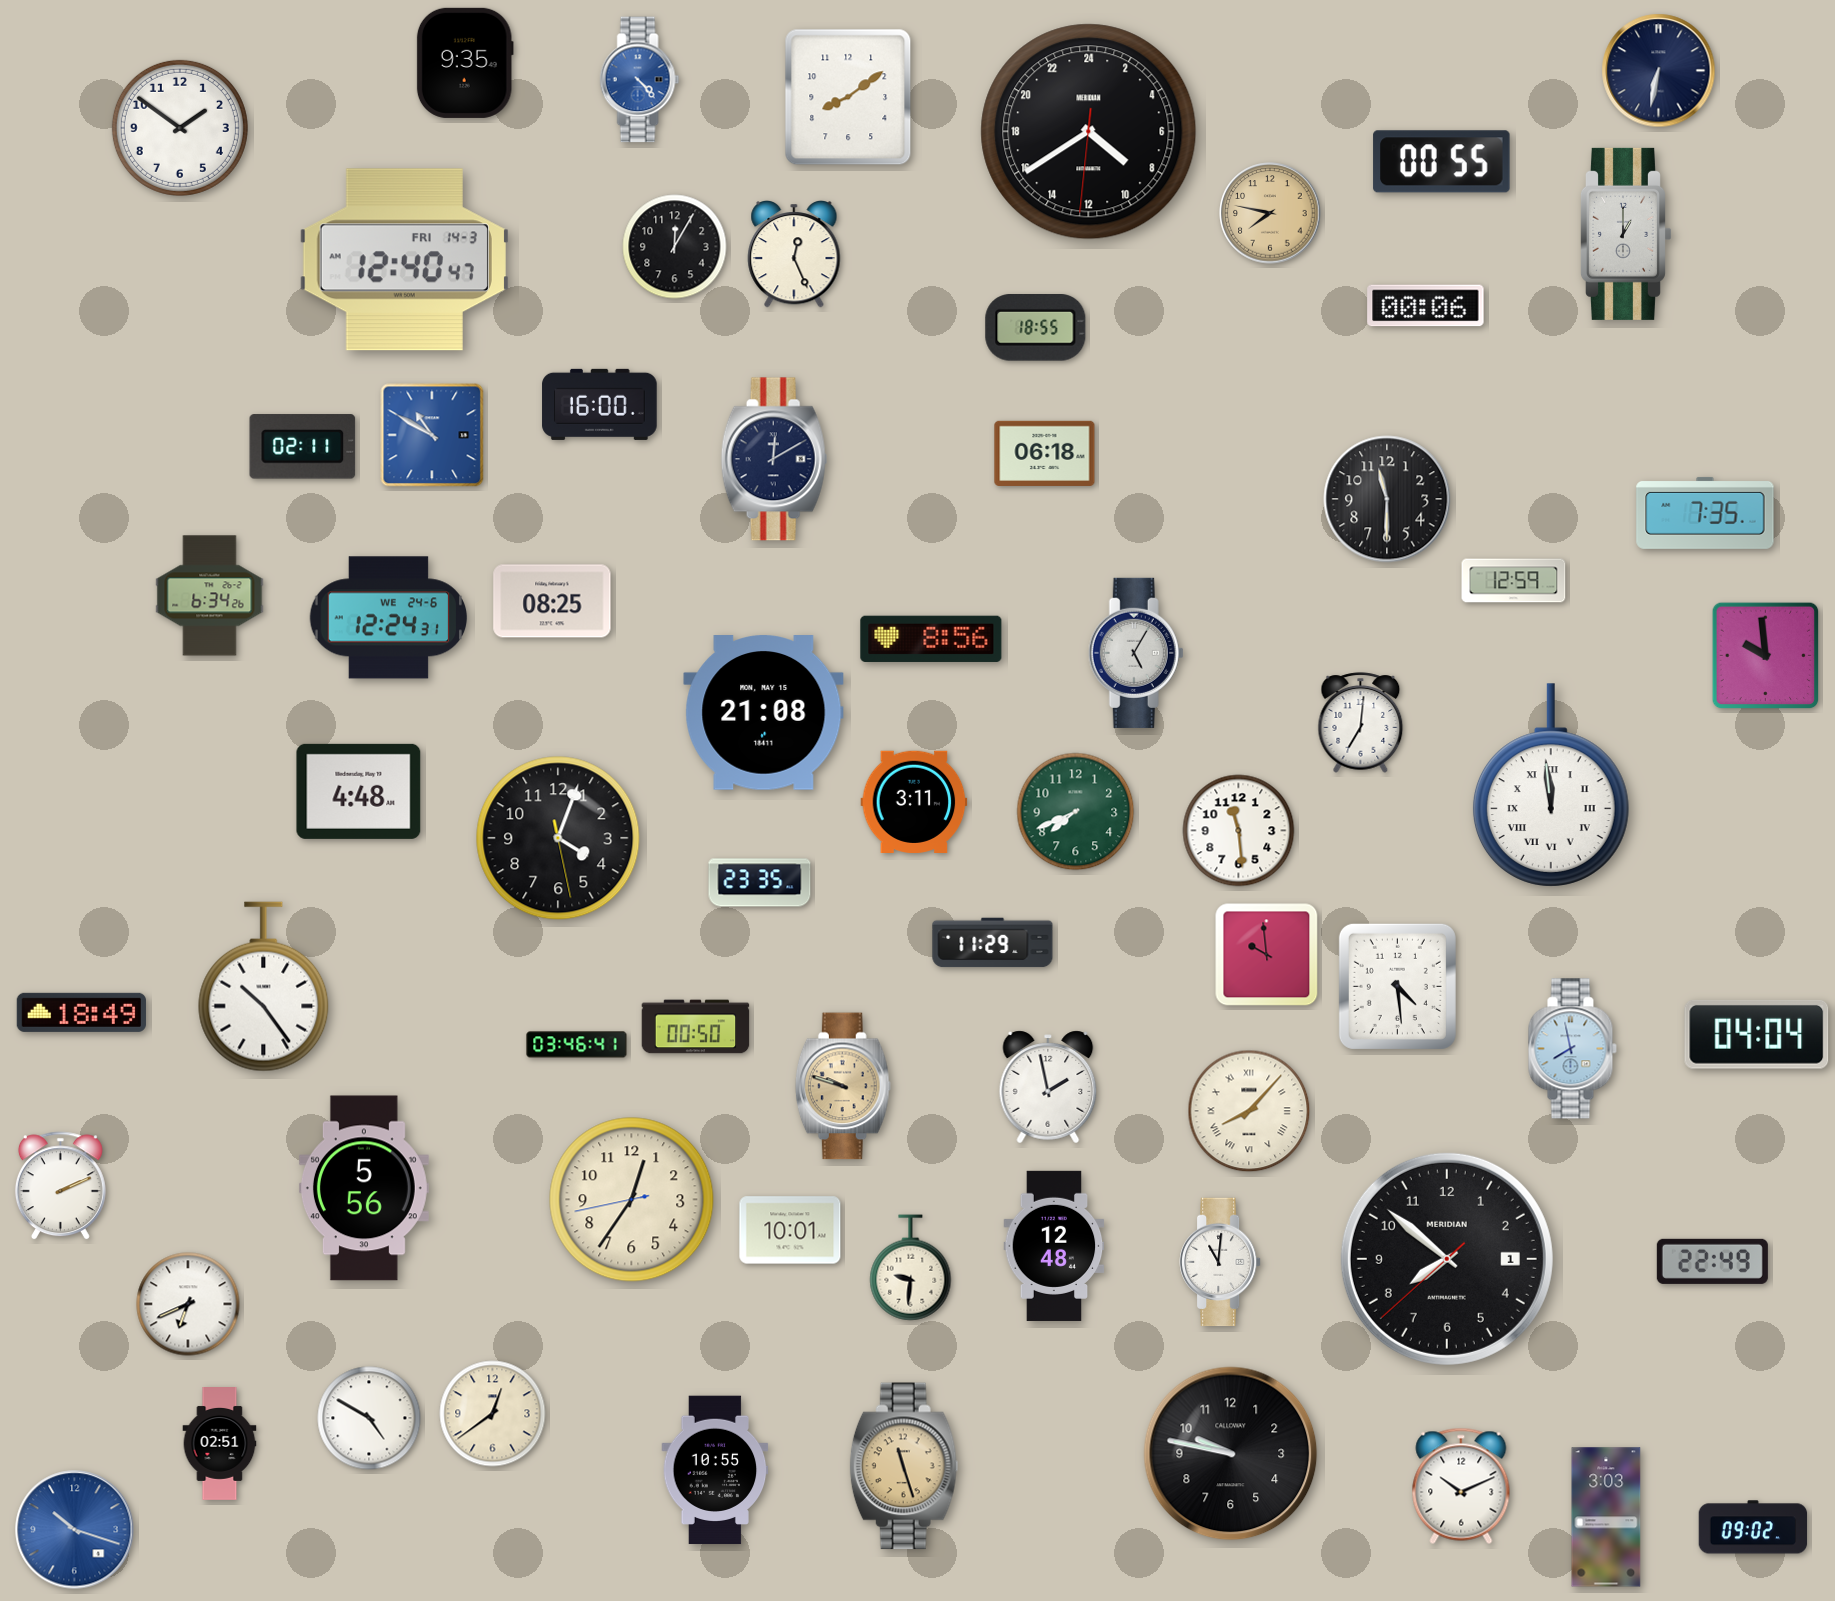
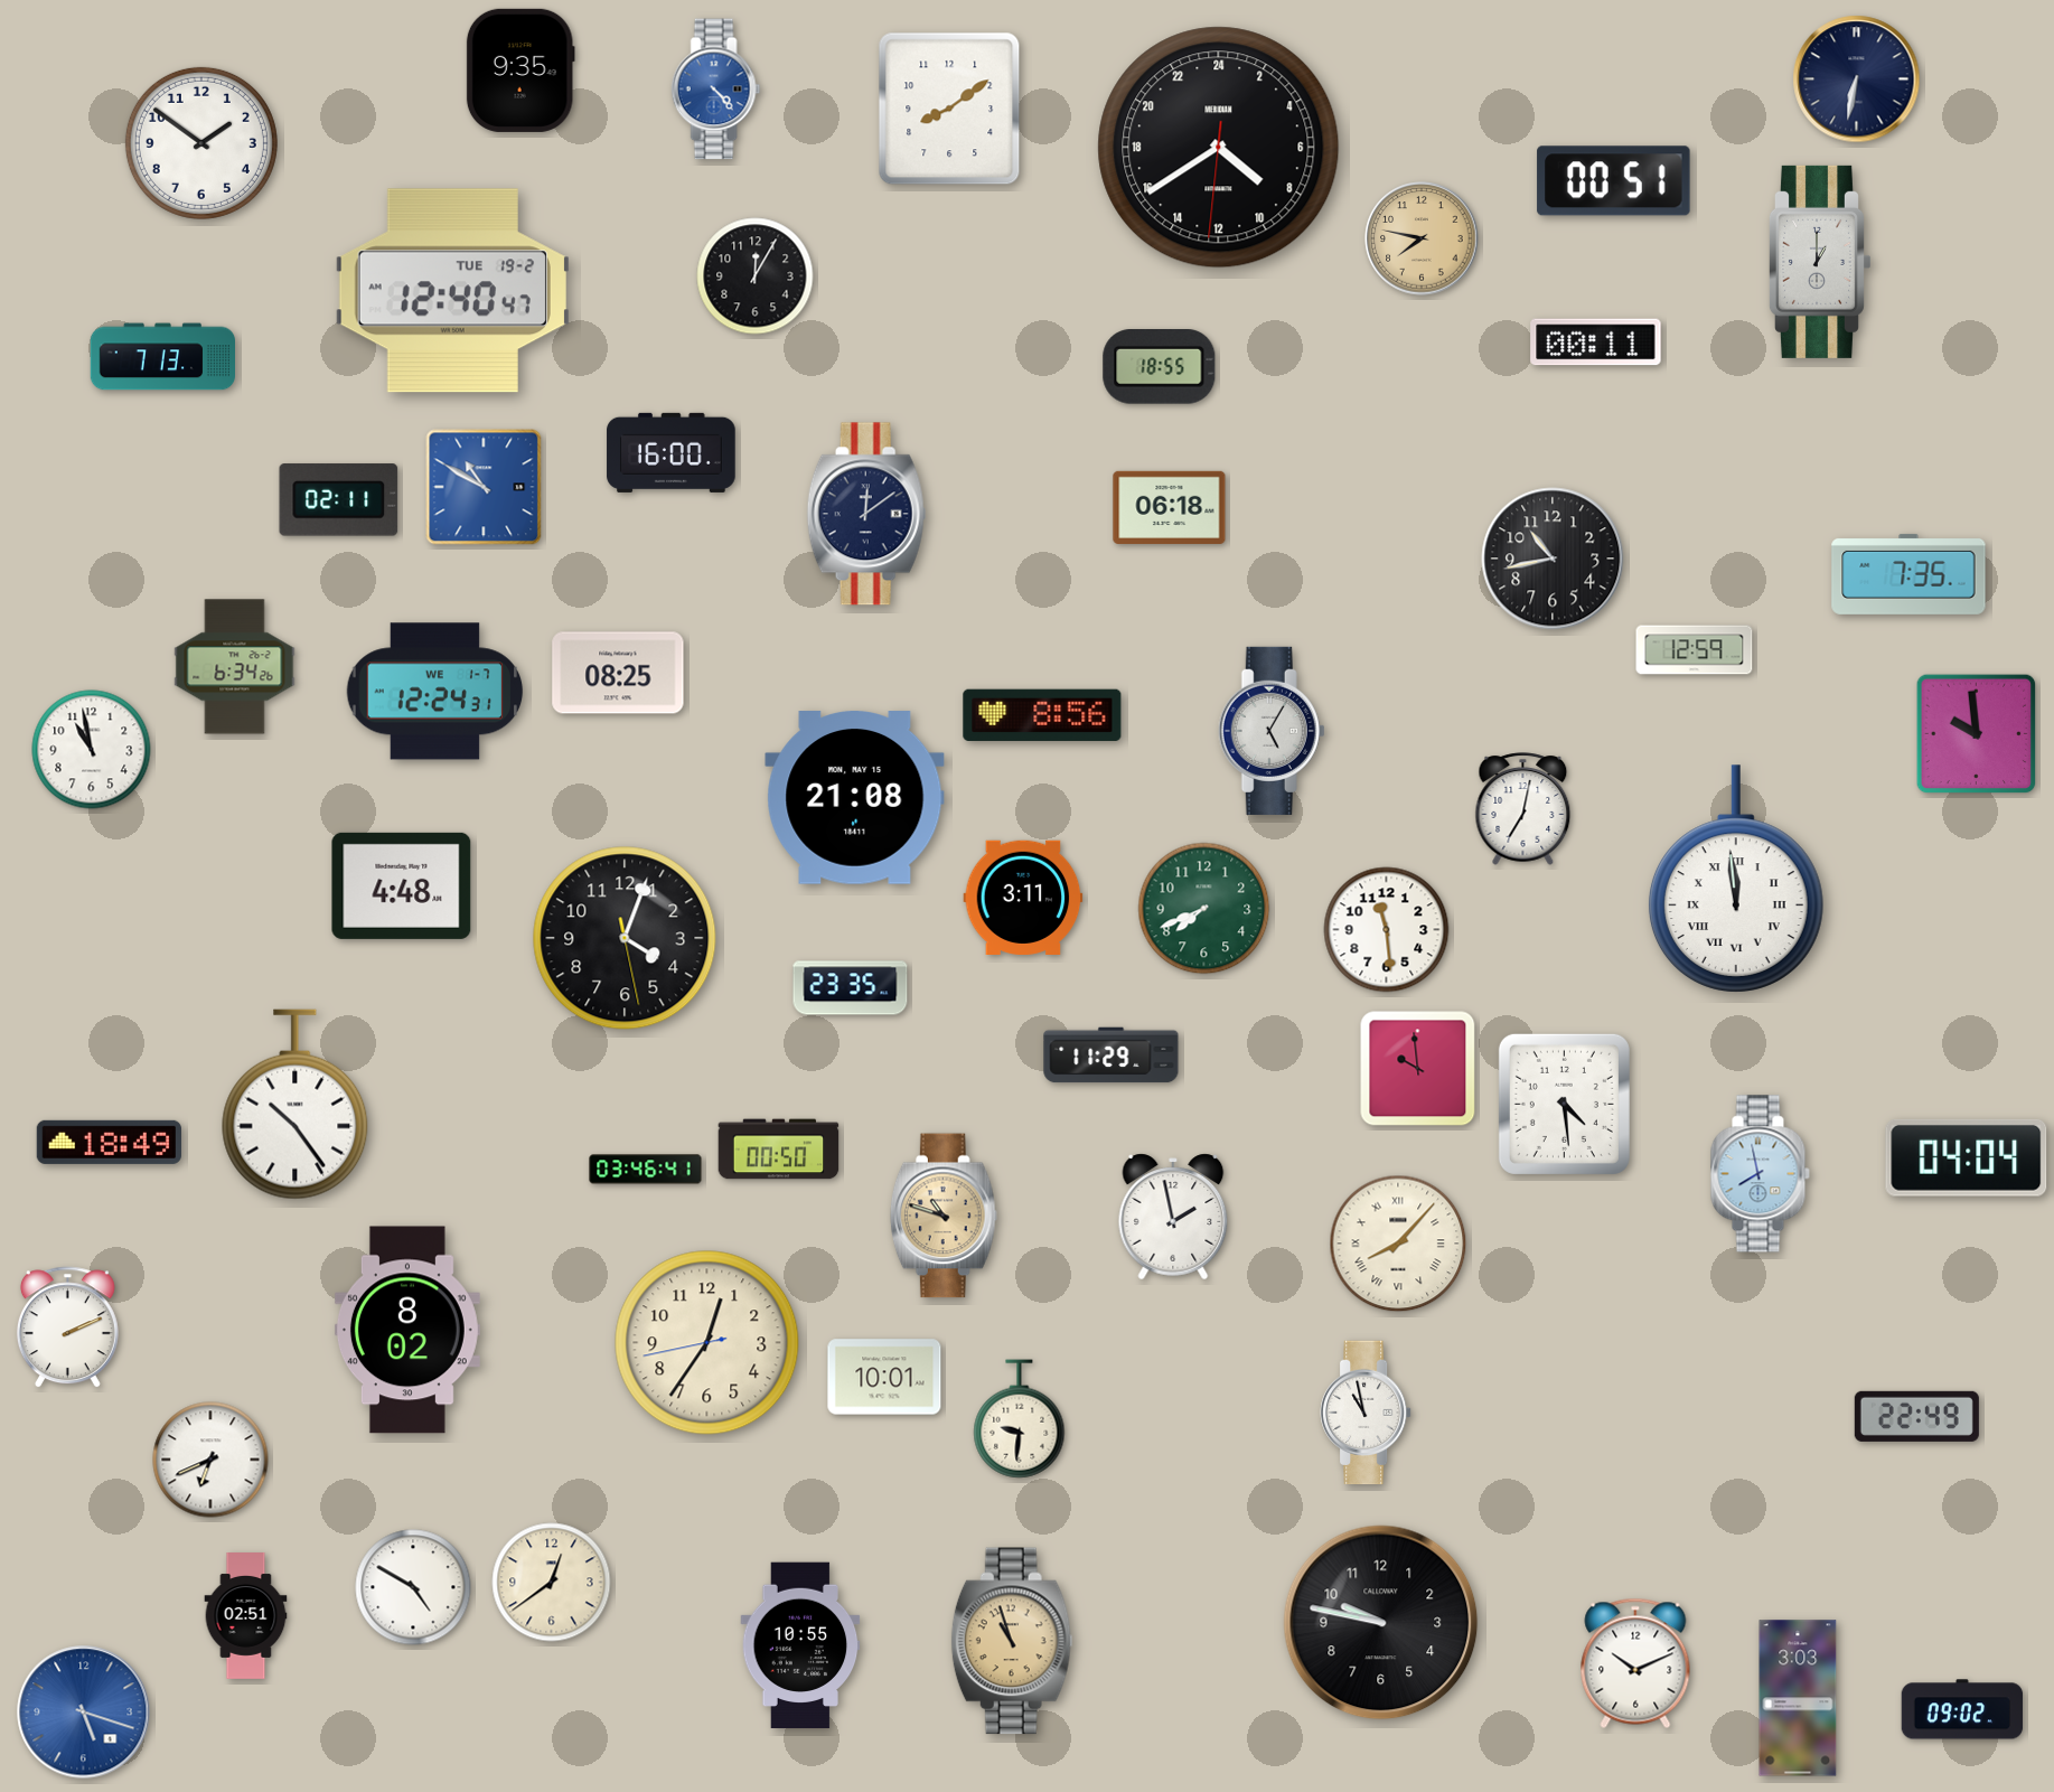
clock at (1442, 162): 00:55 -> 00:51
clock at (794, 254): 12:26 -> none
clock at (404, 260) date: FRI 14-3 -> TUE 19-2
clock at (1426, 306): 00:06 -> 00:11
clock at (162, 357): none -> 7:13
clock at (774, 459): 12:10 -> 12:09
clock at (1387, 499): 11:30 -> 10:43
clock at (389, 618) date: WE 24-6 -> WE 1-7
clock at (92, 750): none -> 10:58
clock at (1361, 723): 7:01 -> 7:02
clock at (81, 1012) position: (81, 1012) -> (109, 1142)
clock at (843, 1086): 9:48 -> 10:48
clock at (364, 1188): 5:56 -> 8:02
clock at (1054, 1246): 12:48 -> none
clock at (1447, 1259): 7:51 -> none
clock at (1712, 1261) position: (1712, 1261) -> (1916, 1416)
clock at (1220, 1262): 11:01 -> 10:58
clock at (1231, 1454) position: (1231, 1454) -> (1381, 1623)
clock at (904, 1466): 11:27 -> 10:57
clock at (75, 1530): 10:18 -> 5:18
